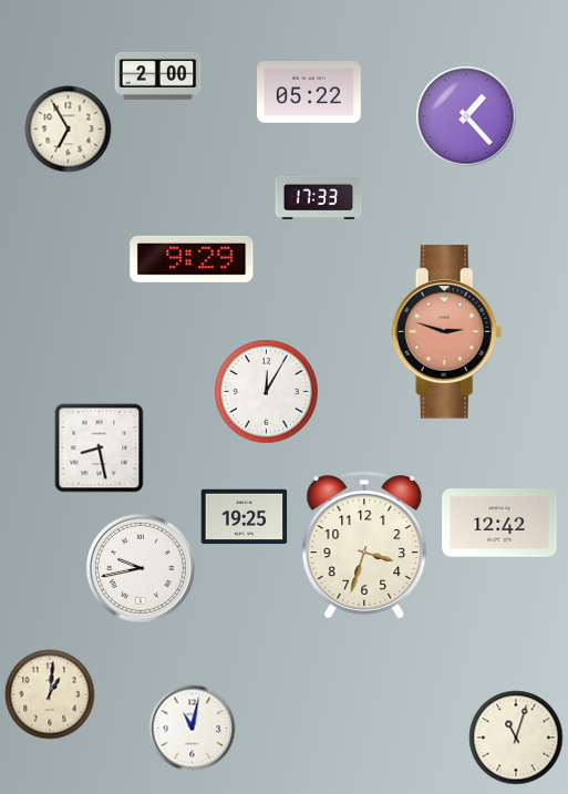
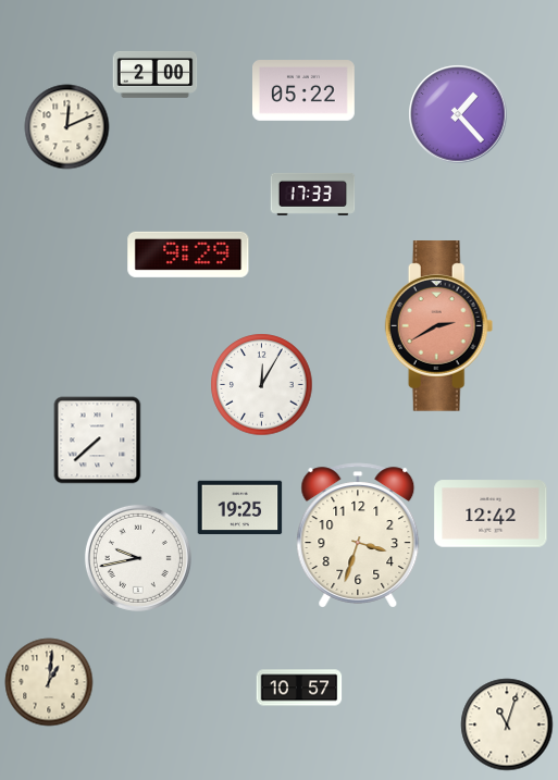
clock at (68, 128): 6:55 -> 12:11
clock at (447, 332): 2:48 -> 2:40
clock at (99, 447): 8:28 -> 7:38
clock at (299, 688): none -> 10:57
clock at (192, 728): 11:02 -> none
